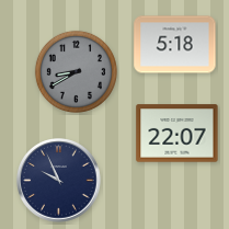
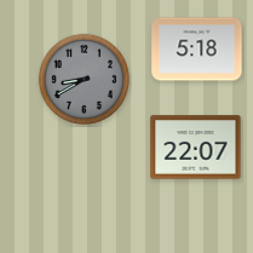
clock at (175, 45) position: (175, 45) -> (197, 50)
clock at (59, 181): 9:56 -> none
